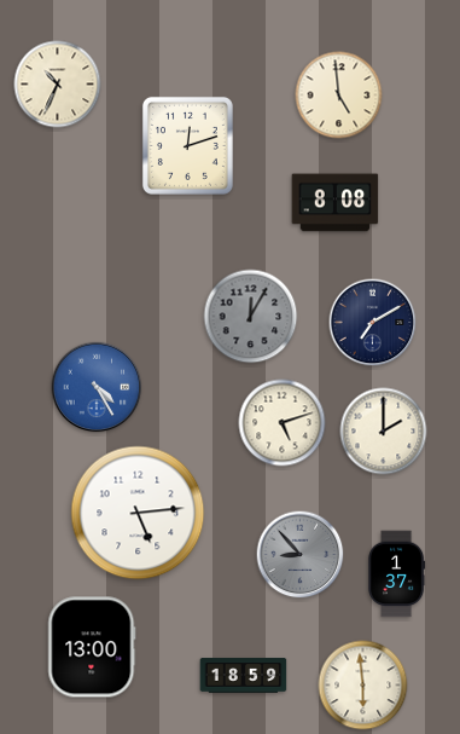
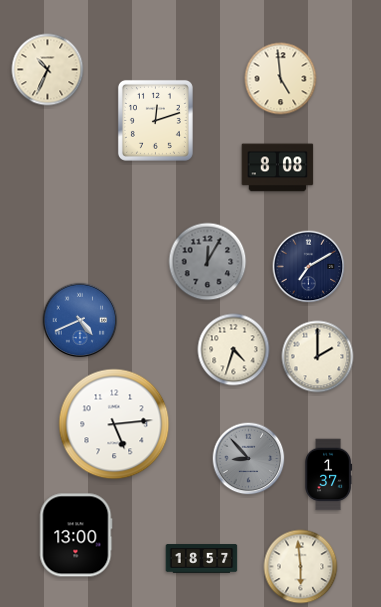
clock at (97, 387): 4:25 -> 4:41
clock at (283, 423): 5:12 -> 4:33
clock at (244, 676): 18:59 -> 18:57
